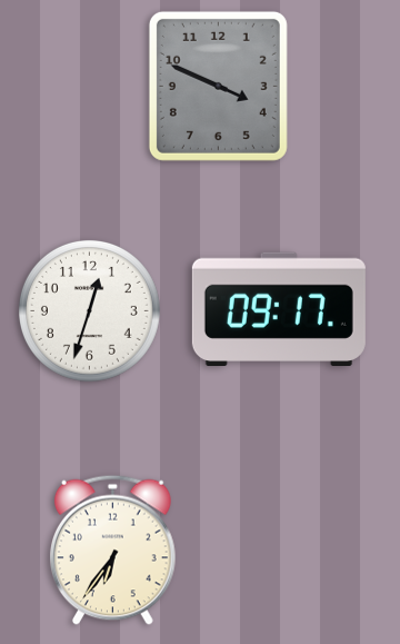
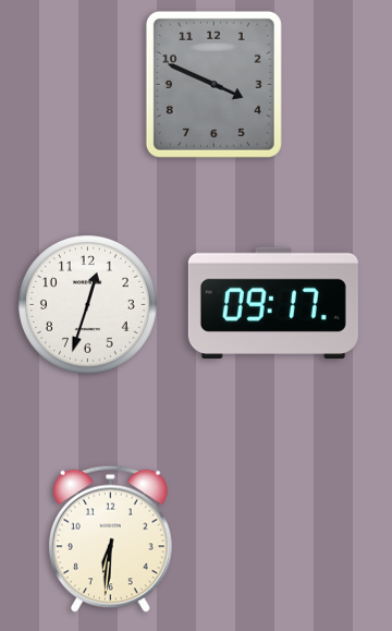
clock at (112, 549): 6:36 -> 6:31
